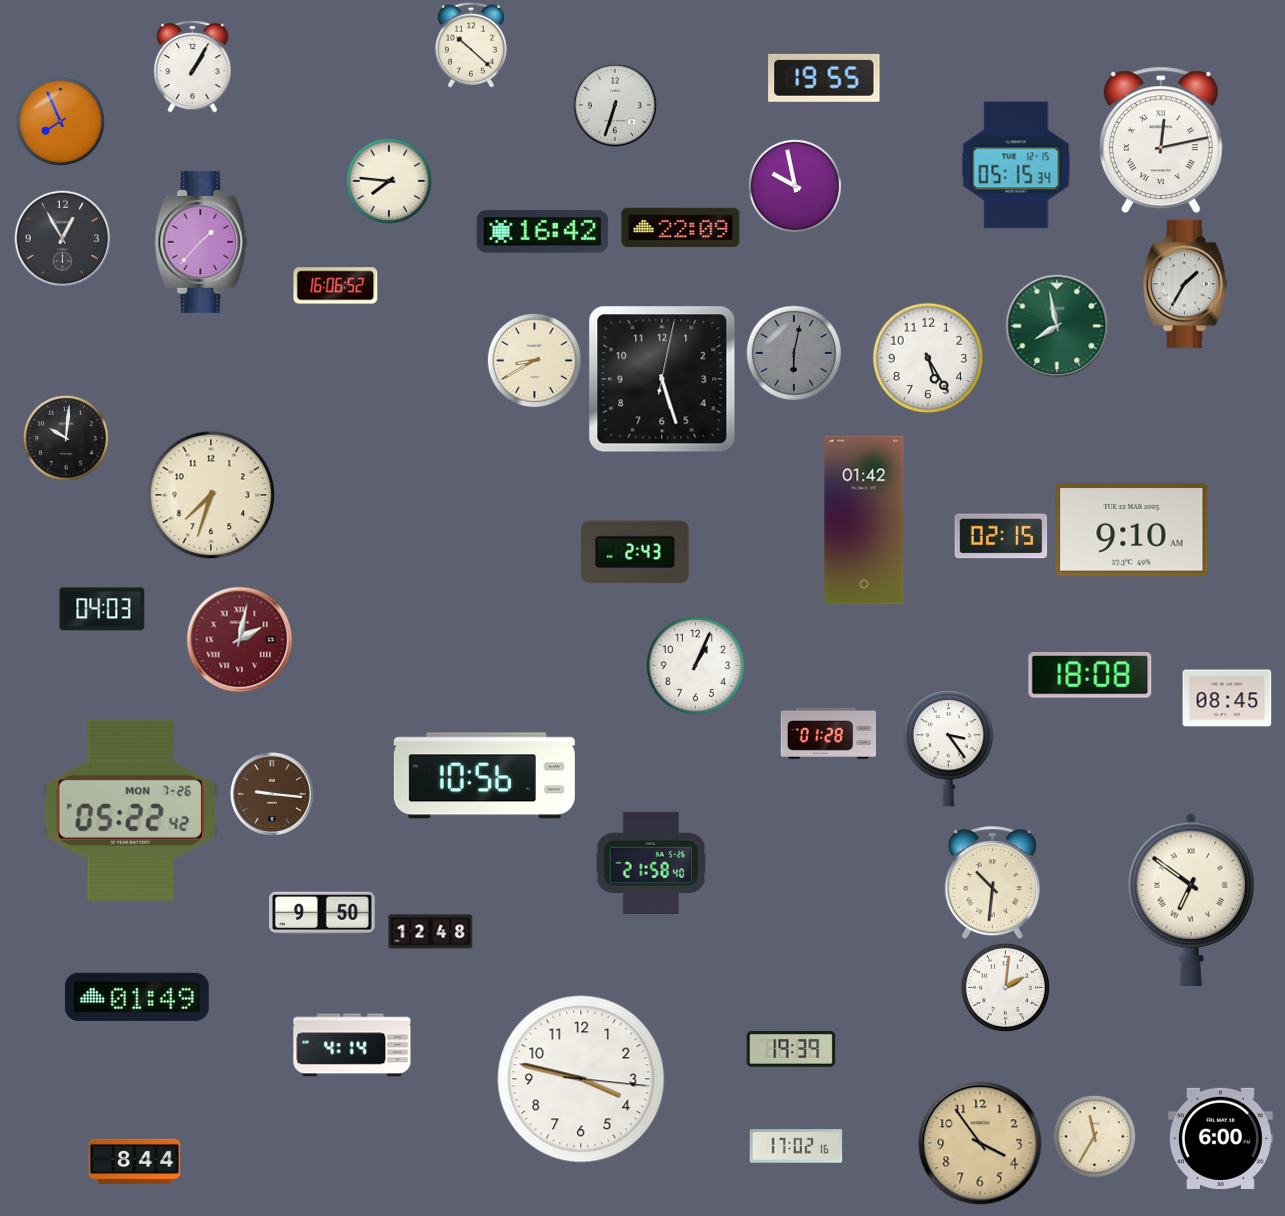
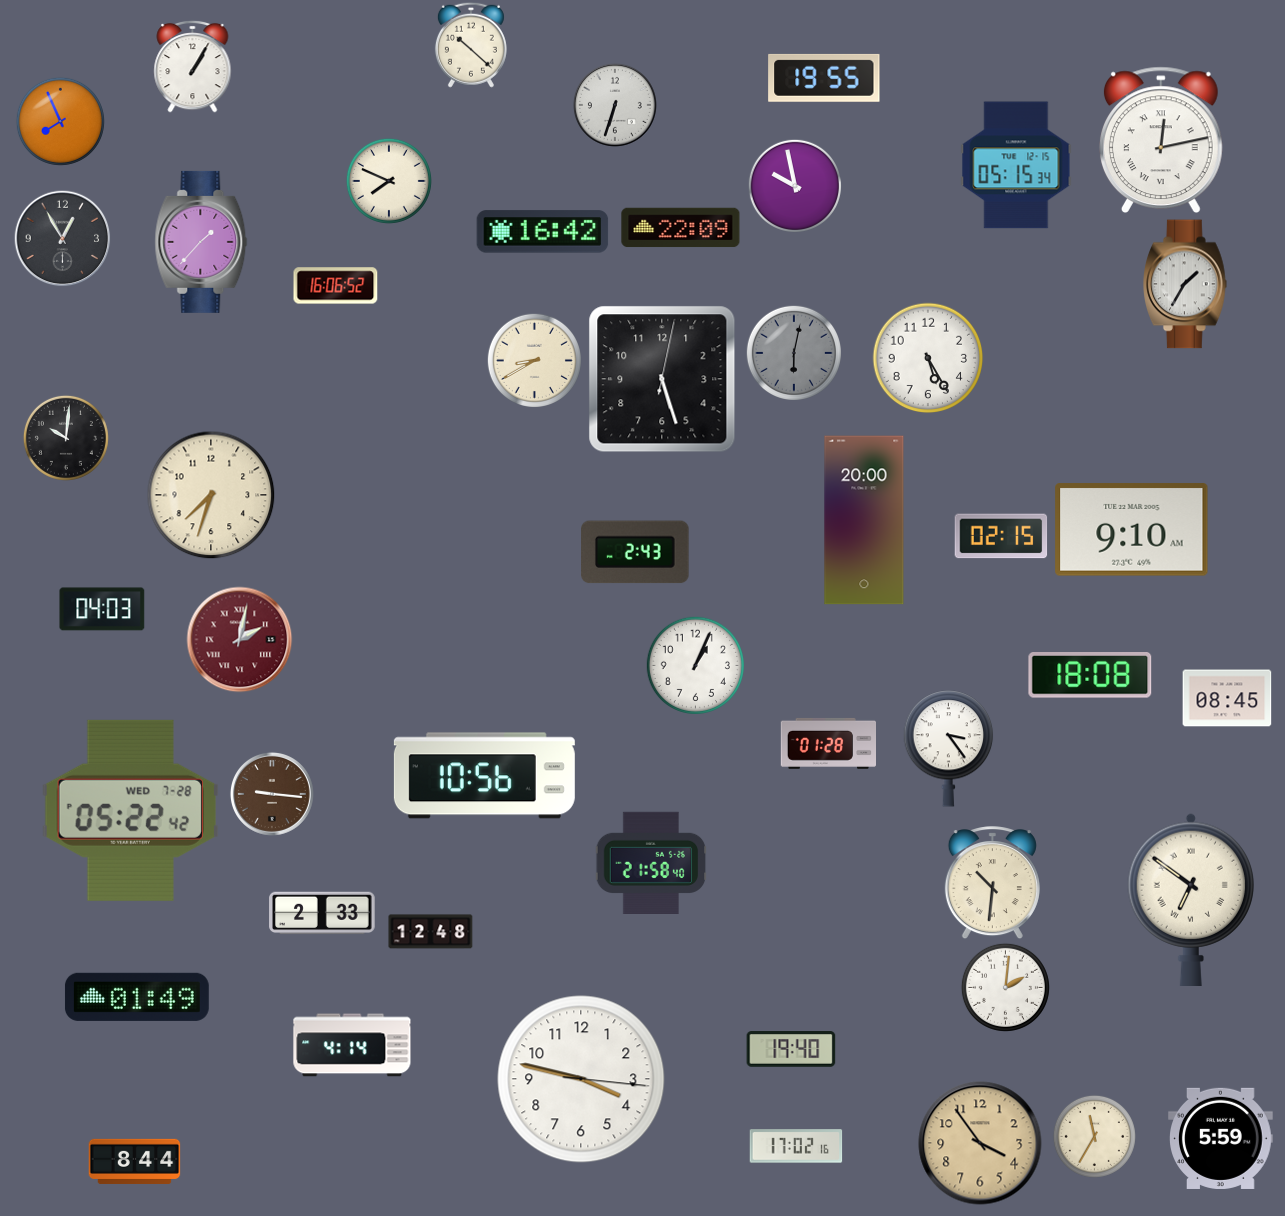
clock at (389, 181): 7:46 -> 7:49
clock at (1057, 326): 7:58 -> none
clock at (864, 520): 01:42 -> 20:00
clock at (829, 733) position: (829, 733) -> (829, 743)
clock at (130, 810) date: MON 7-26 -> WED 7-28
clock at (322, 913): 9:50 -> 2:33
clock at (791, 1049): 19:39 -> 19:40
clock at (1221, 1138): 6:00 -> 5:59
